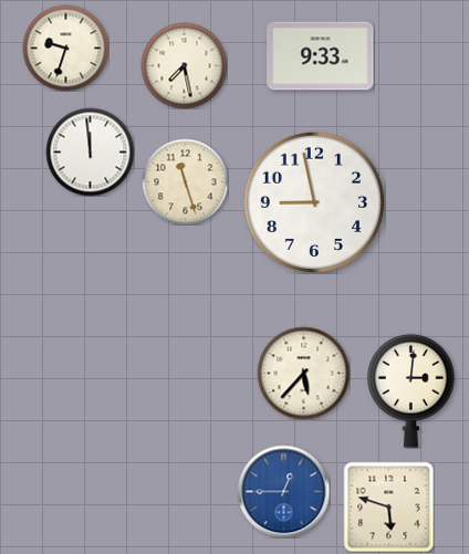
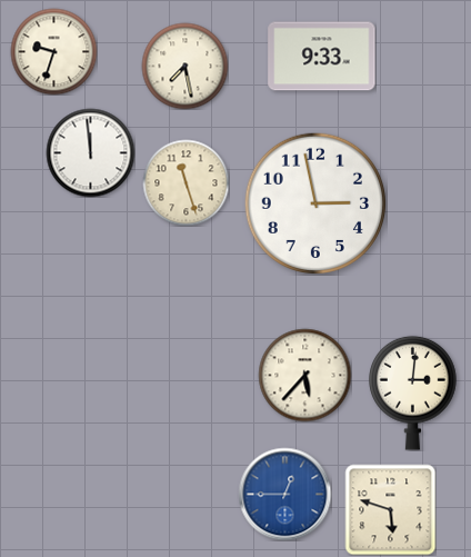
clock at (65, 48) position: (65, 48) -> (53, 51)
clock at (313, 201): 8:58 -> 2:58
